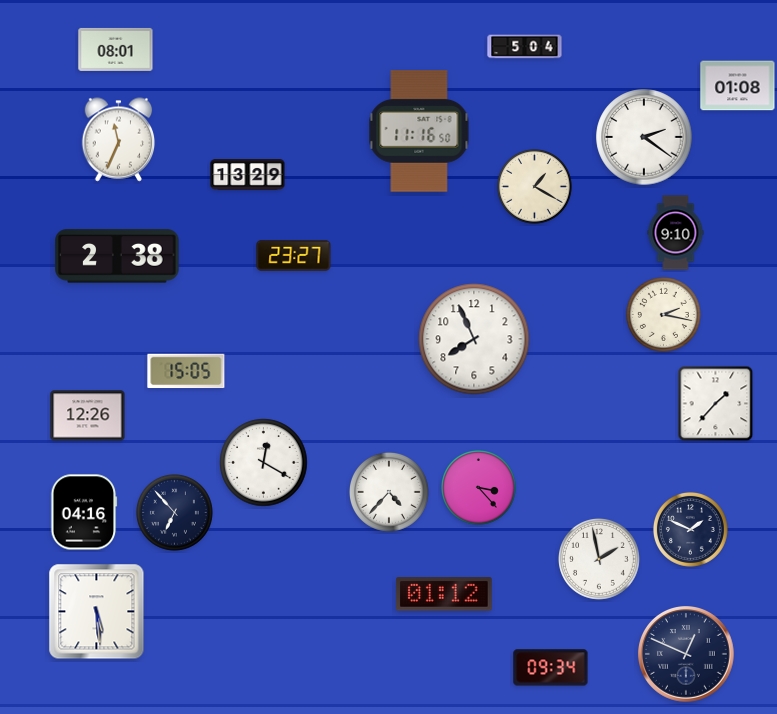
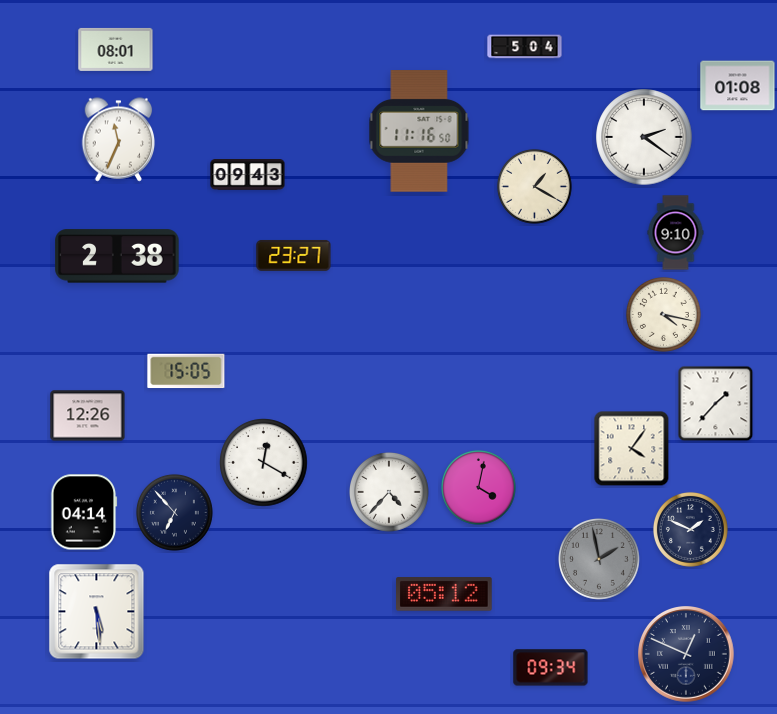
clock at (248, 175): 13:29 -> 09:43
clock at (663, 314): 2:17 -> 4:17
clock at (474, 339): 7:56 -> none
clock at (632, 449): none -> 4:06
clock at (478, 487): 3:23 -> 4:02
clock at (84, 512): 04:16 -> 04:14
clock at (600, 560) dial: white -> grey
clock at (444, 594): 01:12 -> 05:12
